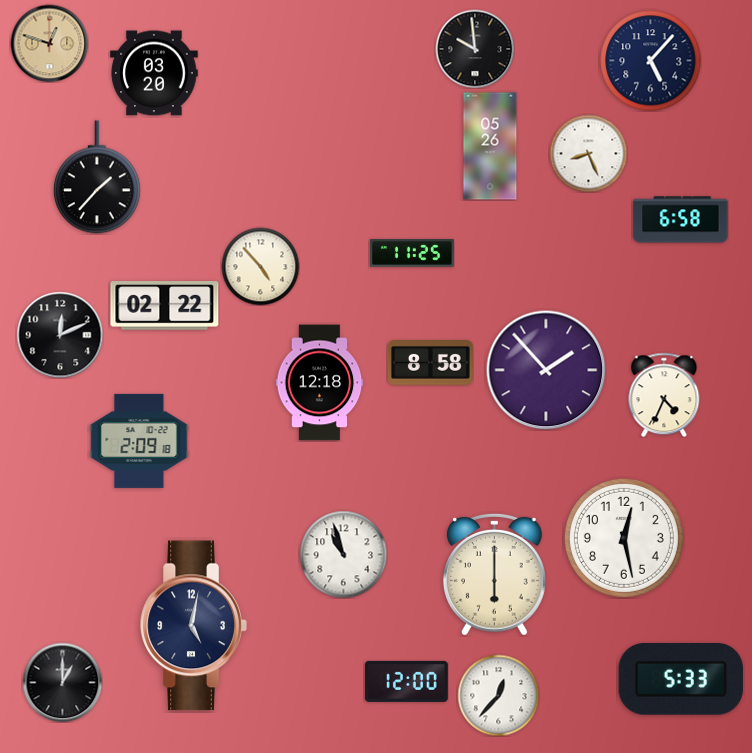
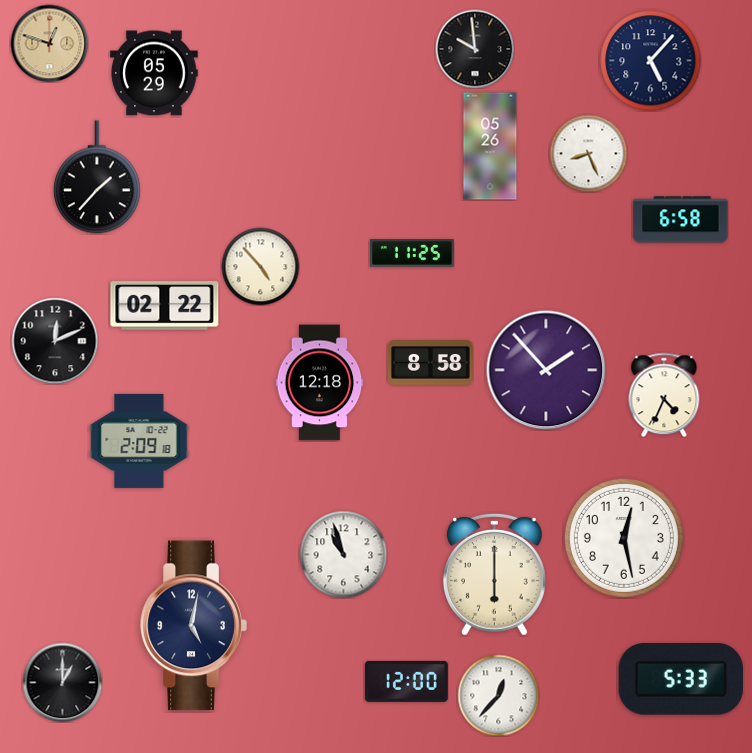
clock at (154, 73): 03:20 -> 05:29
clock at (60, 335) position: (60, 335) -> (55, 341)
